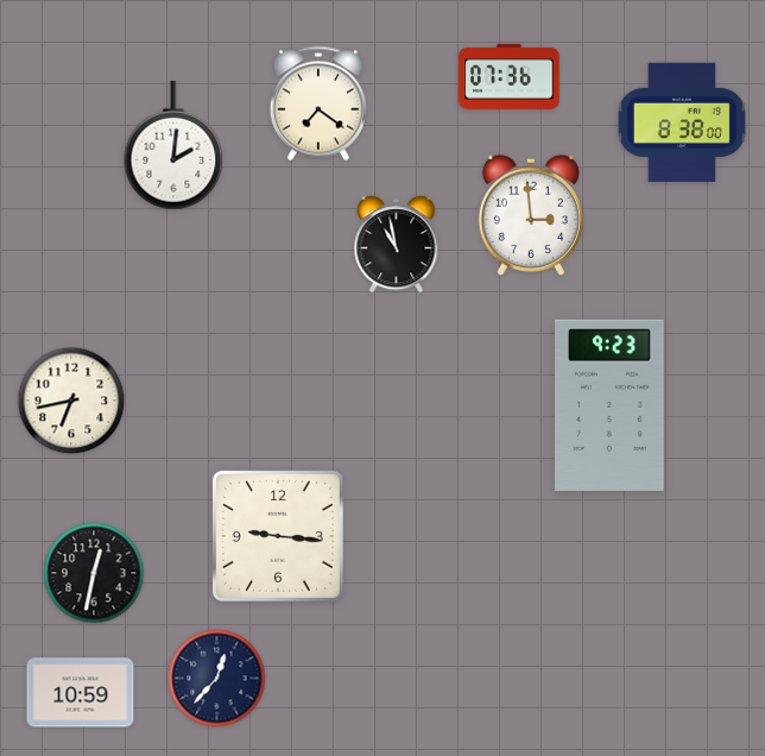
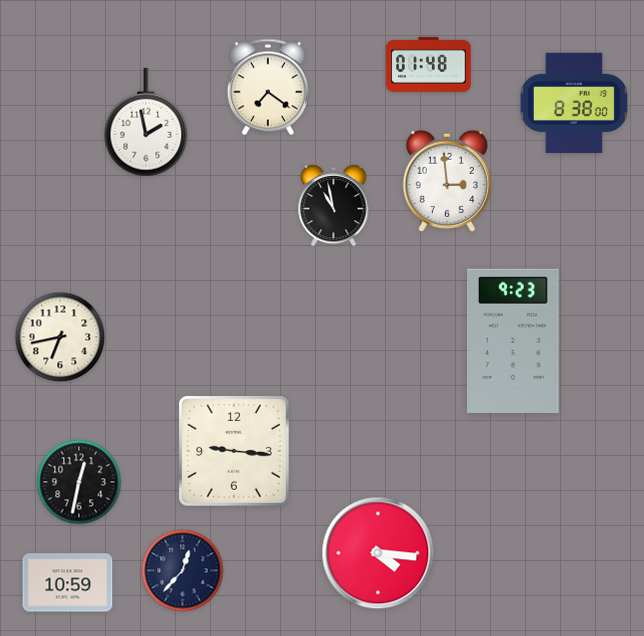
clock at (510, 76): 07:36 -> 01:48
clock at (173, 145): 2:01 -> 1:58
clock at (378, 553): none -> 4:16
